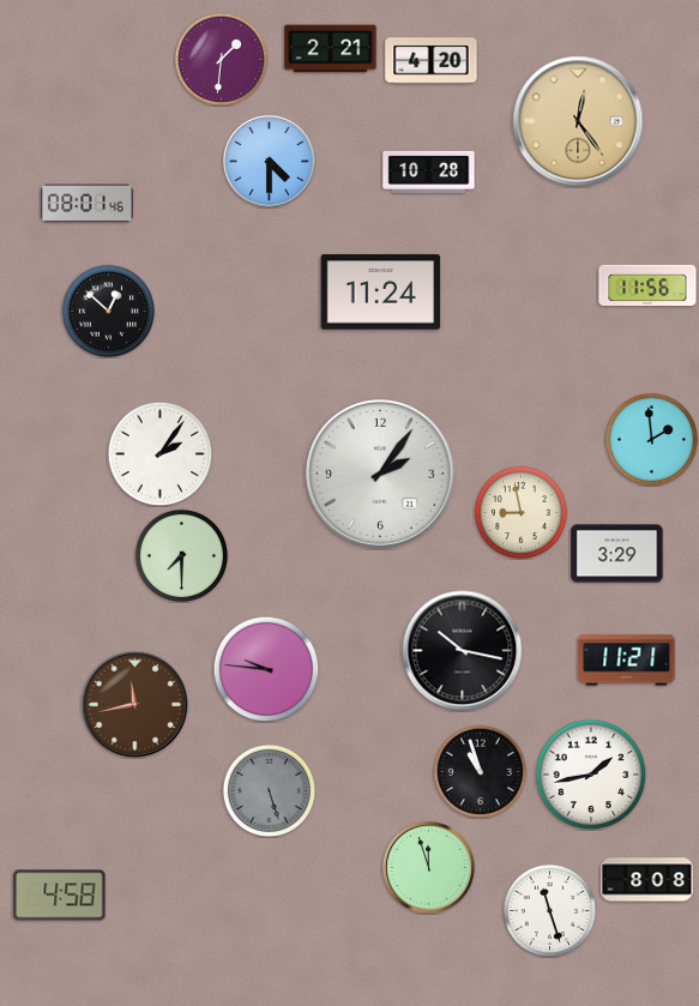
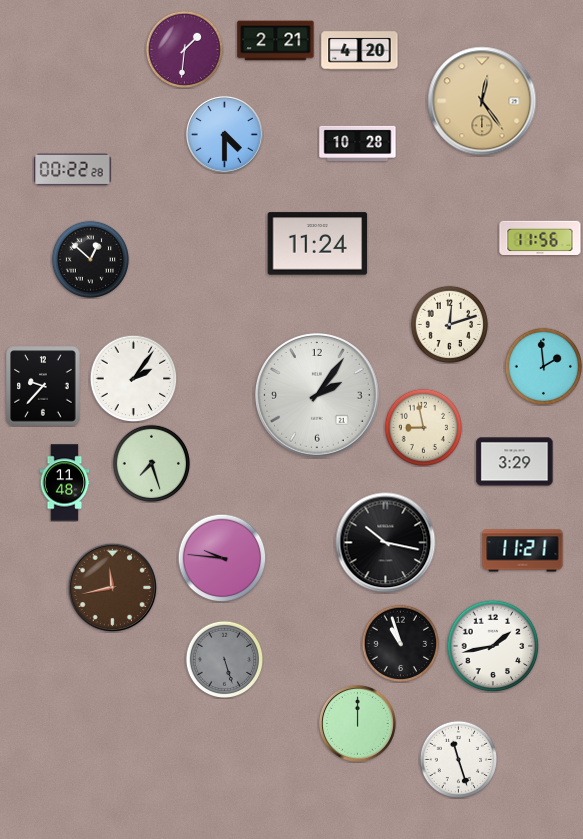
clock at (88, 204): 08:01 -> 00:22
clock at (449, 324): none -> 12:12
clock at (43, 386): none -> 9:37
clock at (520, 512) position: (520, 512) -> (423, 427)
clock at (181, 555): 7:30 -> 7:27
clock at (65, 483): none -> 11:48
clock at (428, 867): 11:57 -> 12:00
clock at (647, 880): 8:08 -> none
clock at (60, 896): 4:58 -> none
